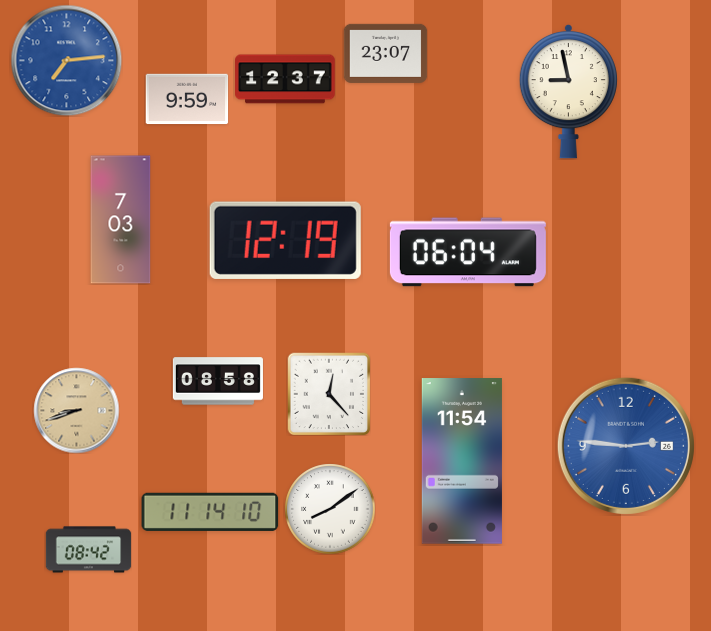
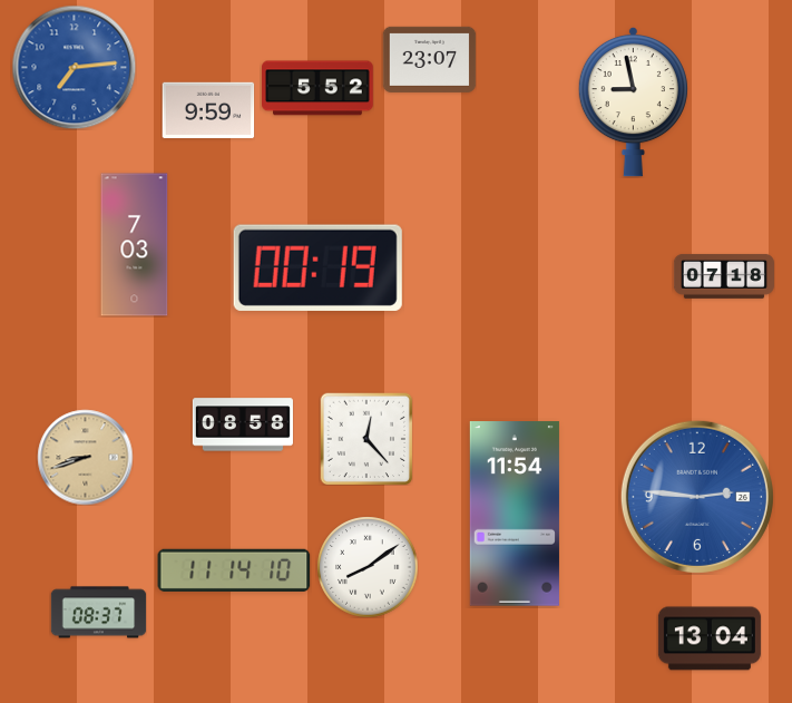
clock at (286, 79): 12:37 -> 5:52
clock at (285, 240): 12:19 -> 00:19
clock at (724, 276): none -> 07:18
clock at (468, 252): 06:04 -> none
clock at (88, 550): 08:42 -> 08:37
clock at (710, 638): none -> 13:04
